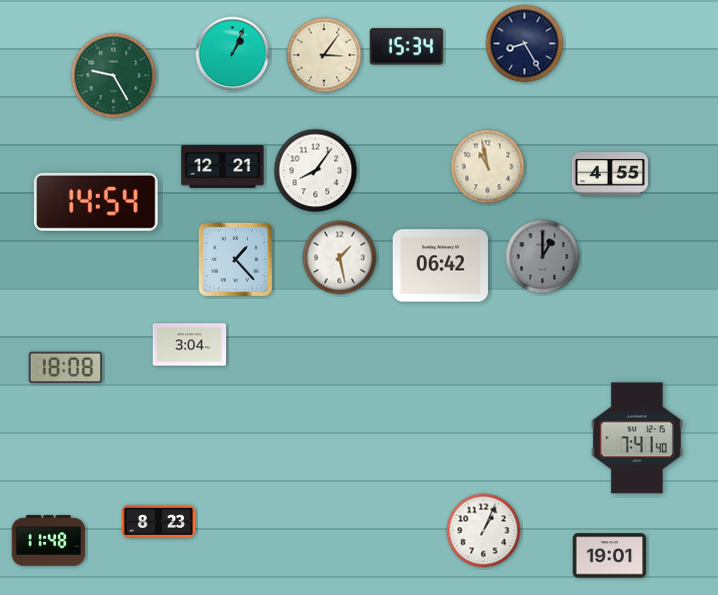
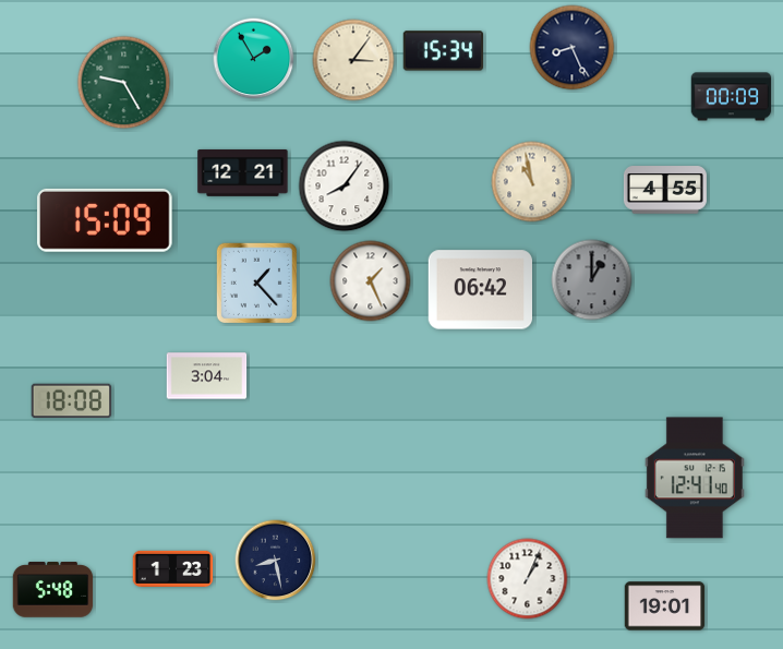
clock at (525, 44): 8:25 -> 8:26
clock at (233, 54): 1:04 -> 1:55
clock at (732, 97): none -> 00:09
clock at (223, 166) position: (223, 166) -> (243, 172)
clock at (97, 202): 14:54 -> 15:09
clock at (340, 258): 1:28 -> 1:26
clock at (637, 438): 7:41 -> 12:41
clock at (276, 561): none -> 8:28
clock at (159, 521): 8:23 -> 1:23
clock at (49, 541): 11:48 -> 5:48
